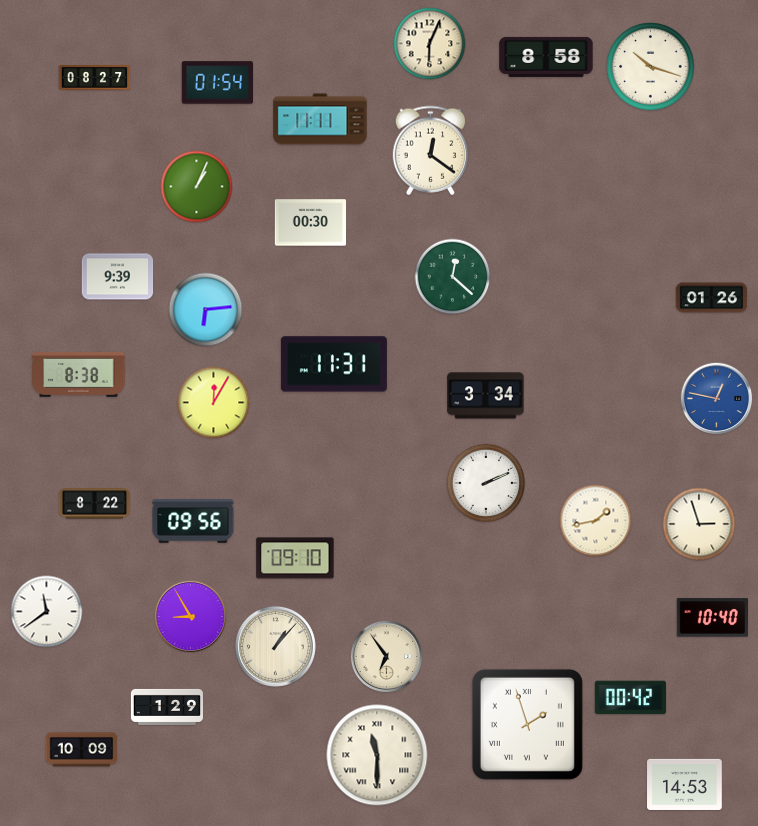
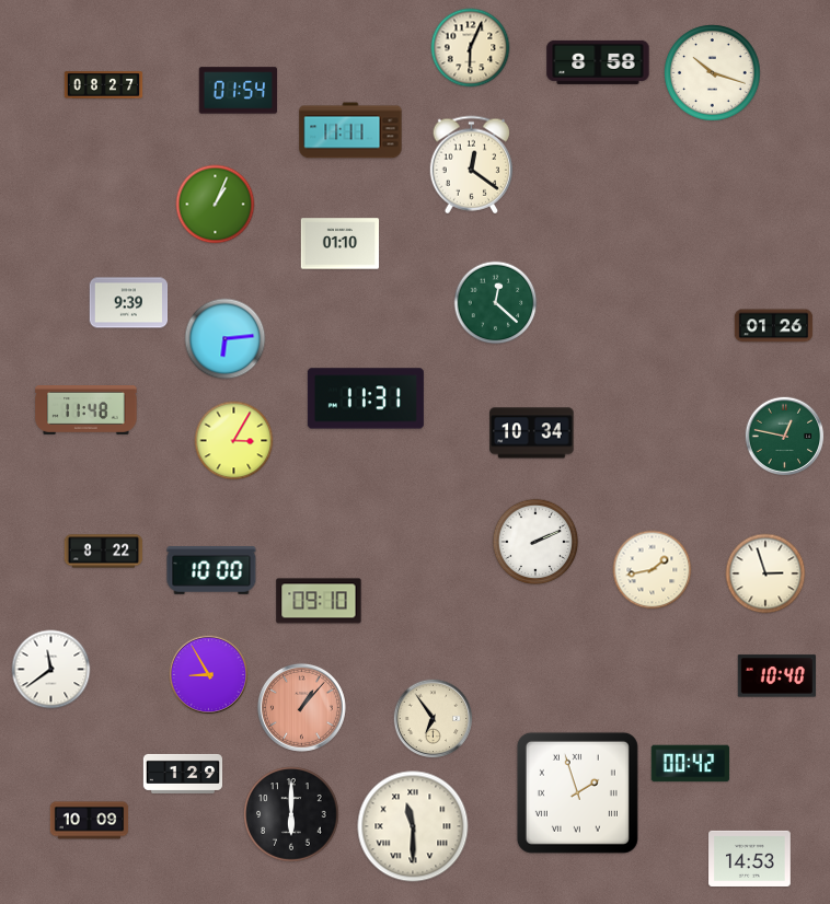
clock at (311, 223): 00:30 -> 01:10
clock at (712, 298) position: (712, 298) -> (774, 326)
clock at (79, 375): 8:38 -> 11:48
clock at (486, 396): 3:34 -> 10:34
clock at (717, 399) dial: blue -> green
clock at (214, 403): 12:05 -> 3:05
clock at (486, 483) position: (486, 483) -> (535, 542)
clock at (193, 521): 09:56 -> 10:00
clock at (295, 558) position: (295, 558) -> (319, 601)
clock at (712, 618) position: (712, 618) -> (776, 676)
clock at (275, 646) dial: cream -> salmon
clock at (387, 657) position: (387, 657) -> (434, 719)
clock at (291, 814): none -> 6:00
